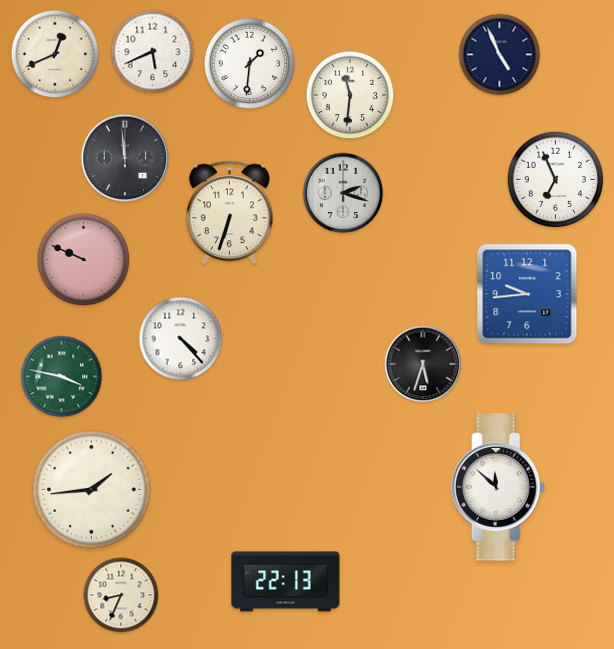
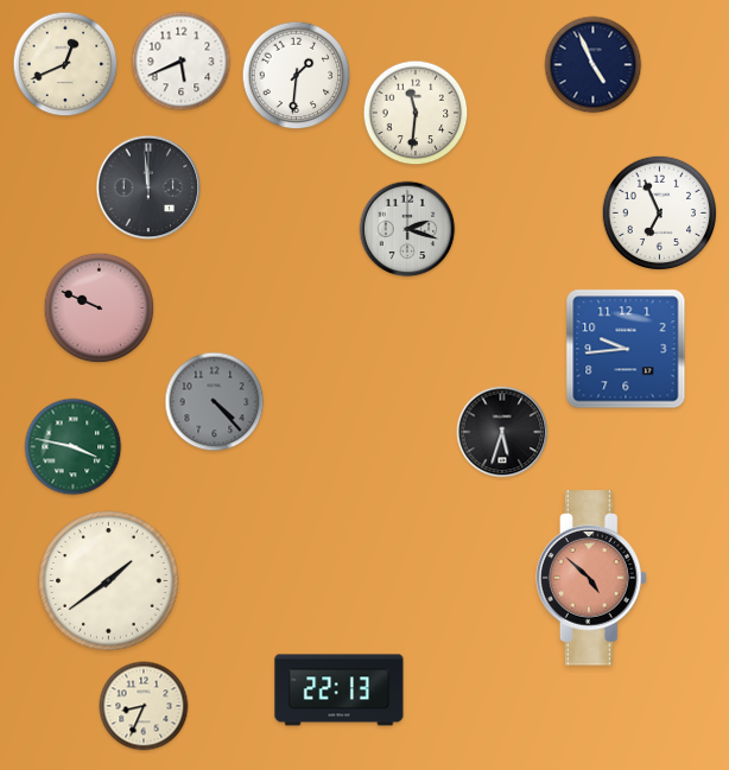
clock at (229, 213): 6:33 -> none
clock at (181, 339) dial: white -> grey
clock at (498, 487): 11:52 -> 4:52
clock at (498, 487) dial: white -> salmon
clock at (92, 490): 1:44 -> 1:39
